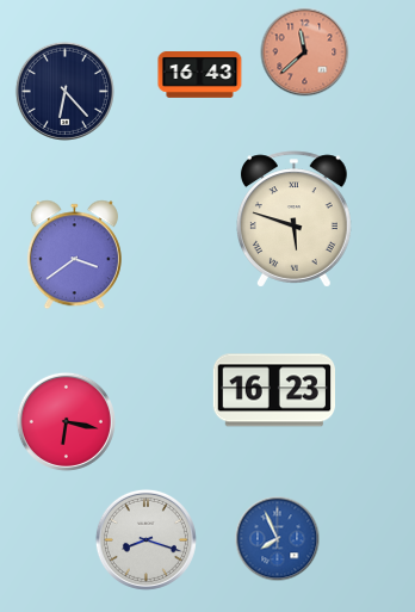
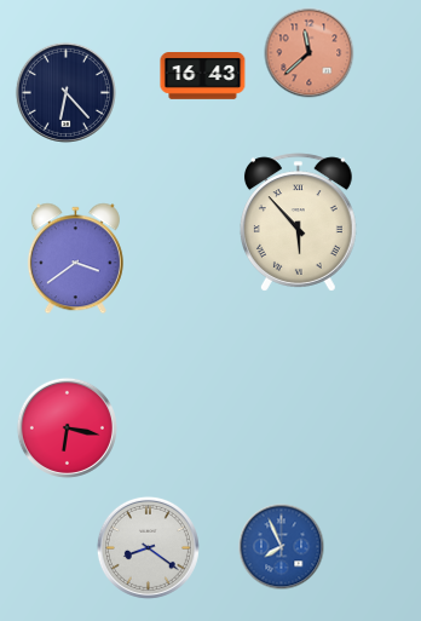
clock at (293, 220): 5:48 -> 5:53
clock at (273, 390): 16:23 -> none
clock at (145, 539): 8:18 -> 8:21
